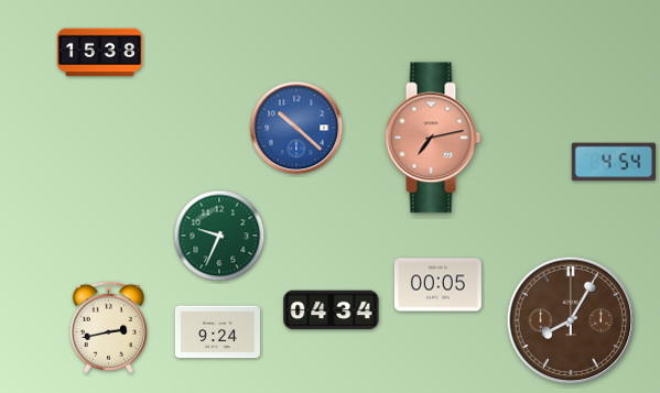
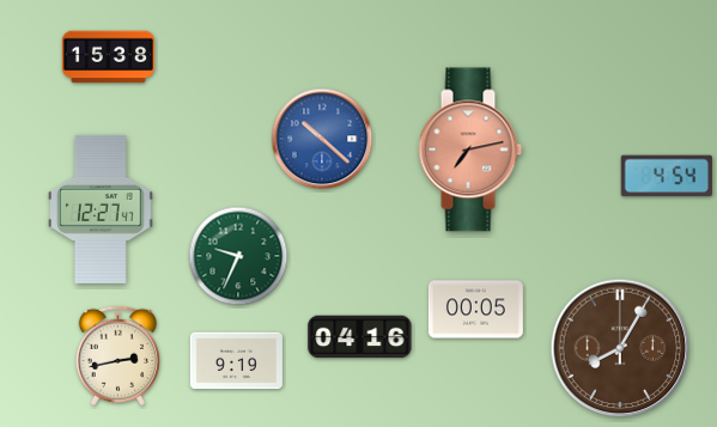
clock at (102, 209): none -> 12:27
clock at (332, 310): 04:34 -> 04:16
clock at (217, 332): 9:24 -> 9:19
